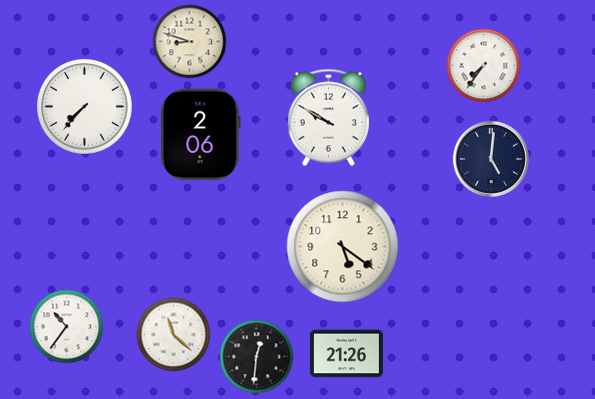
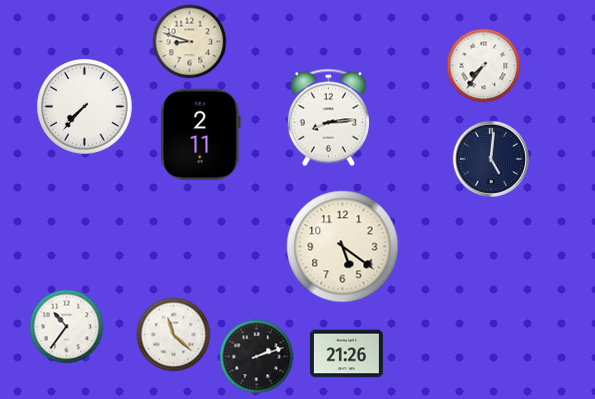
clock at (328, 118): 9:50 -> 8:14
clock at (201, 134): 2:06 -> 2:11
clock at (257, 357): 12:31 -> 2:12
